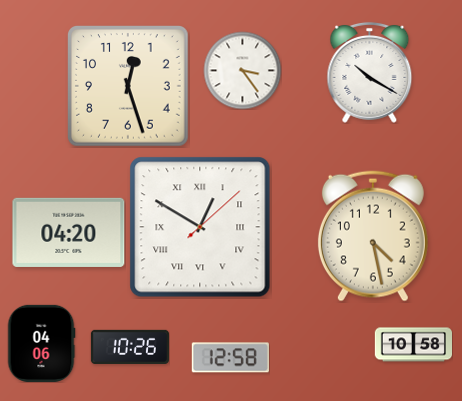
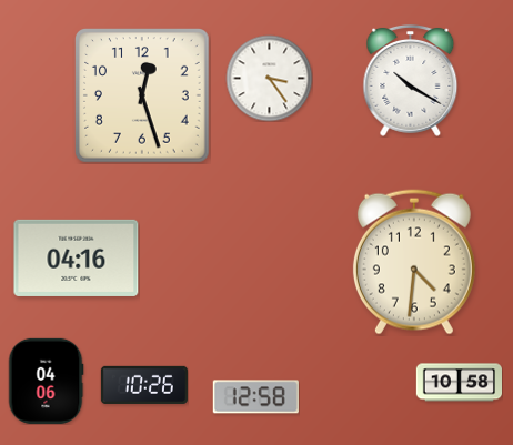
clock at (200, 227): 12:50 -> none
clock at (69, 232): 04:20 -> 04:16
clock at (373, 236): 4:28 -> 4:31
